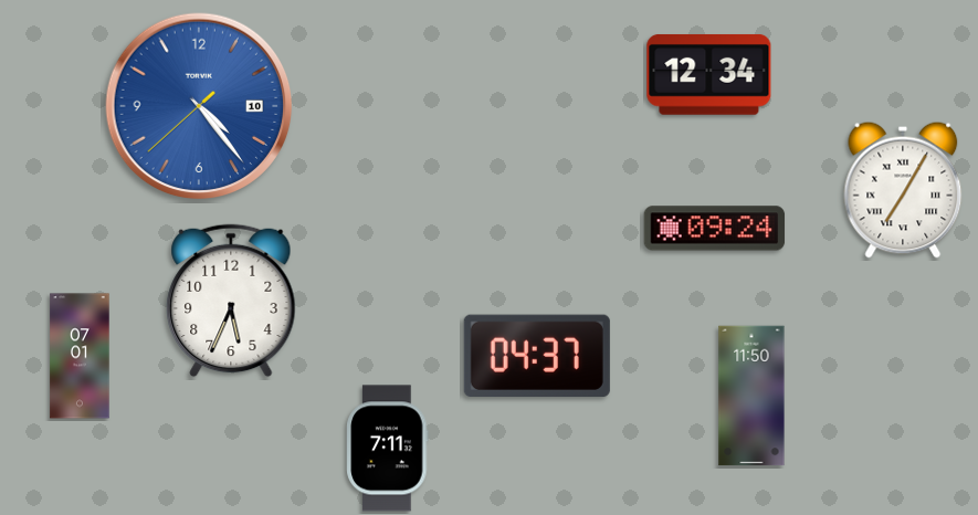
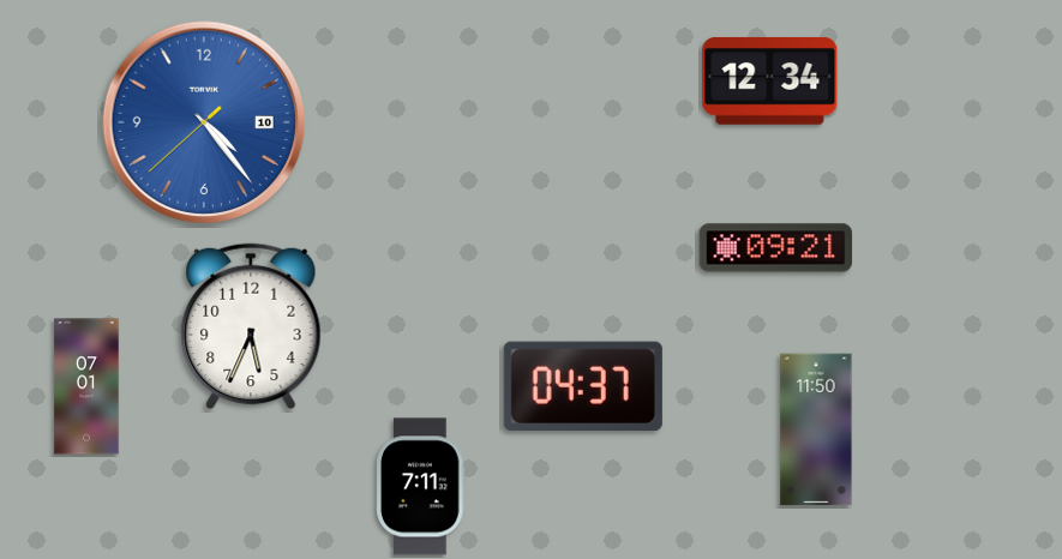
clock at (199, 106) position: (199, 106) -> (204, 122)
clock at (903, 190): 7:05 -> none
clock at (715, 229): 09:24 -> 09:21
